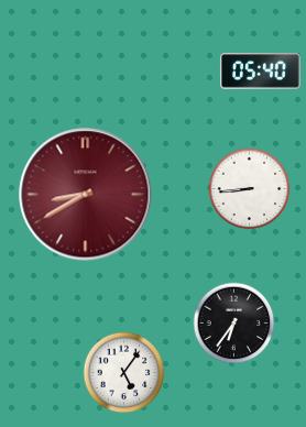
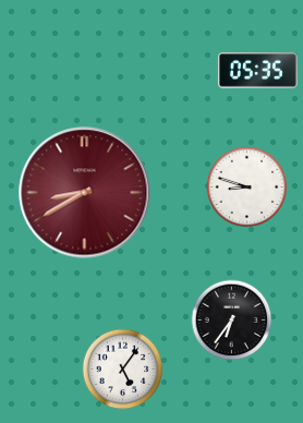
clock at (260, 72): 05:40 -> 05:35
clock at (250, 189): 8:44 -> 8:48
